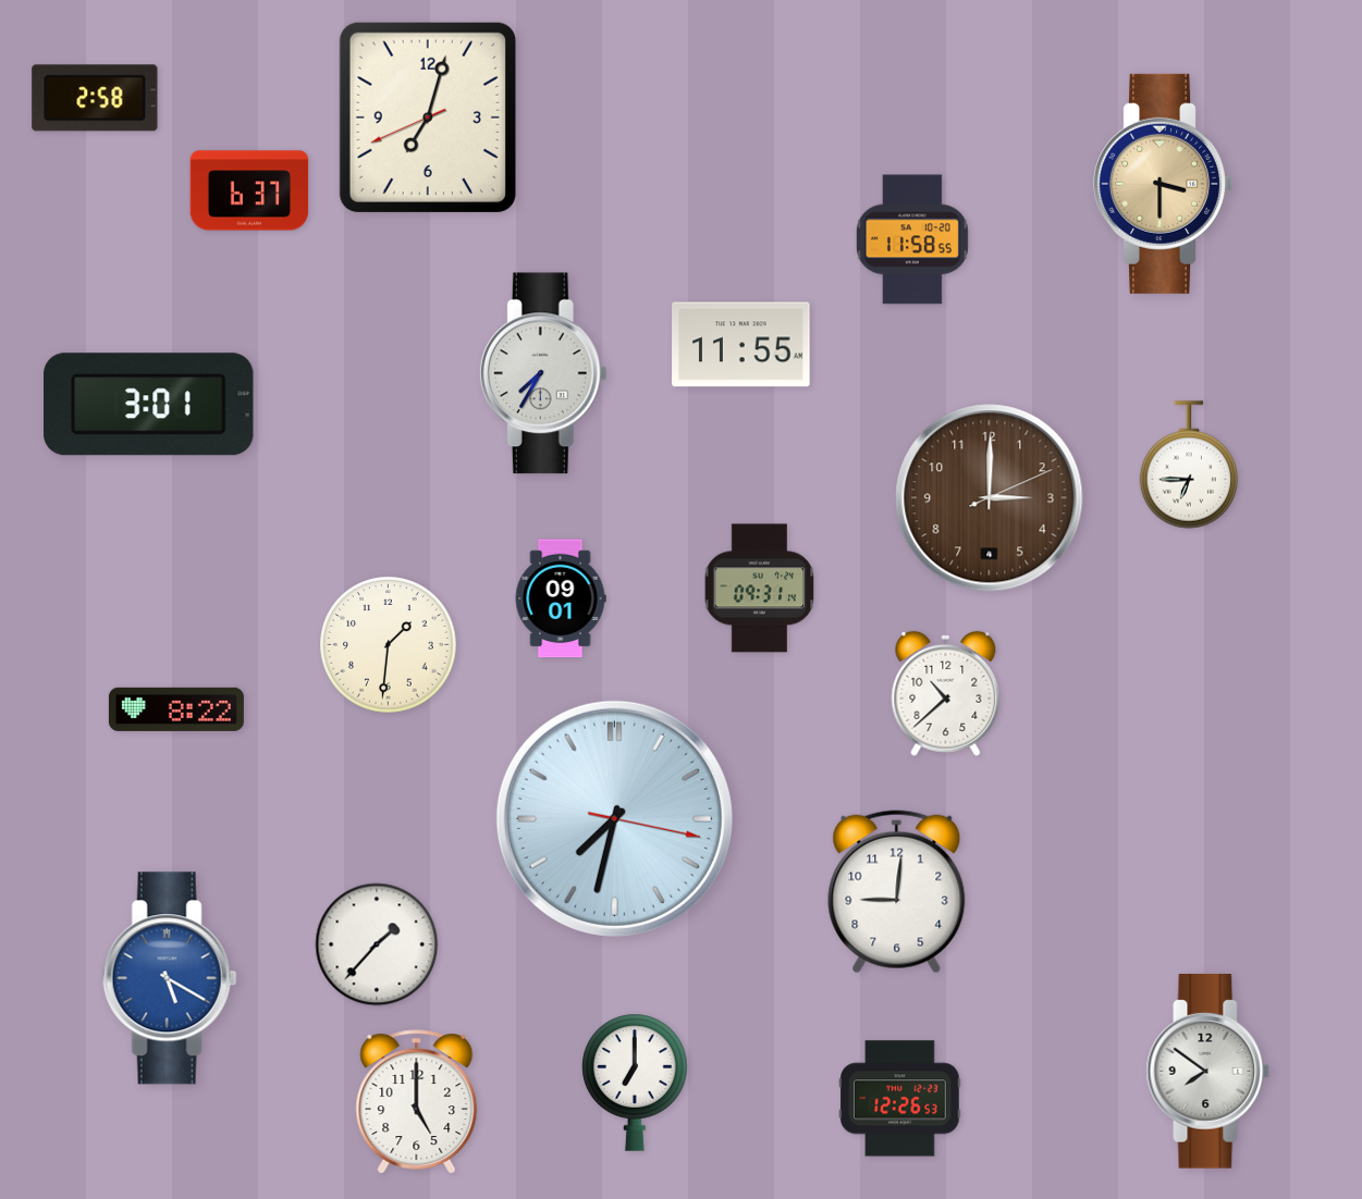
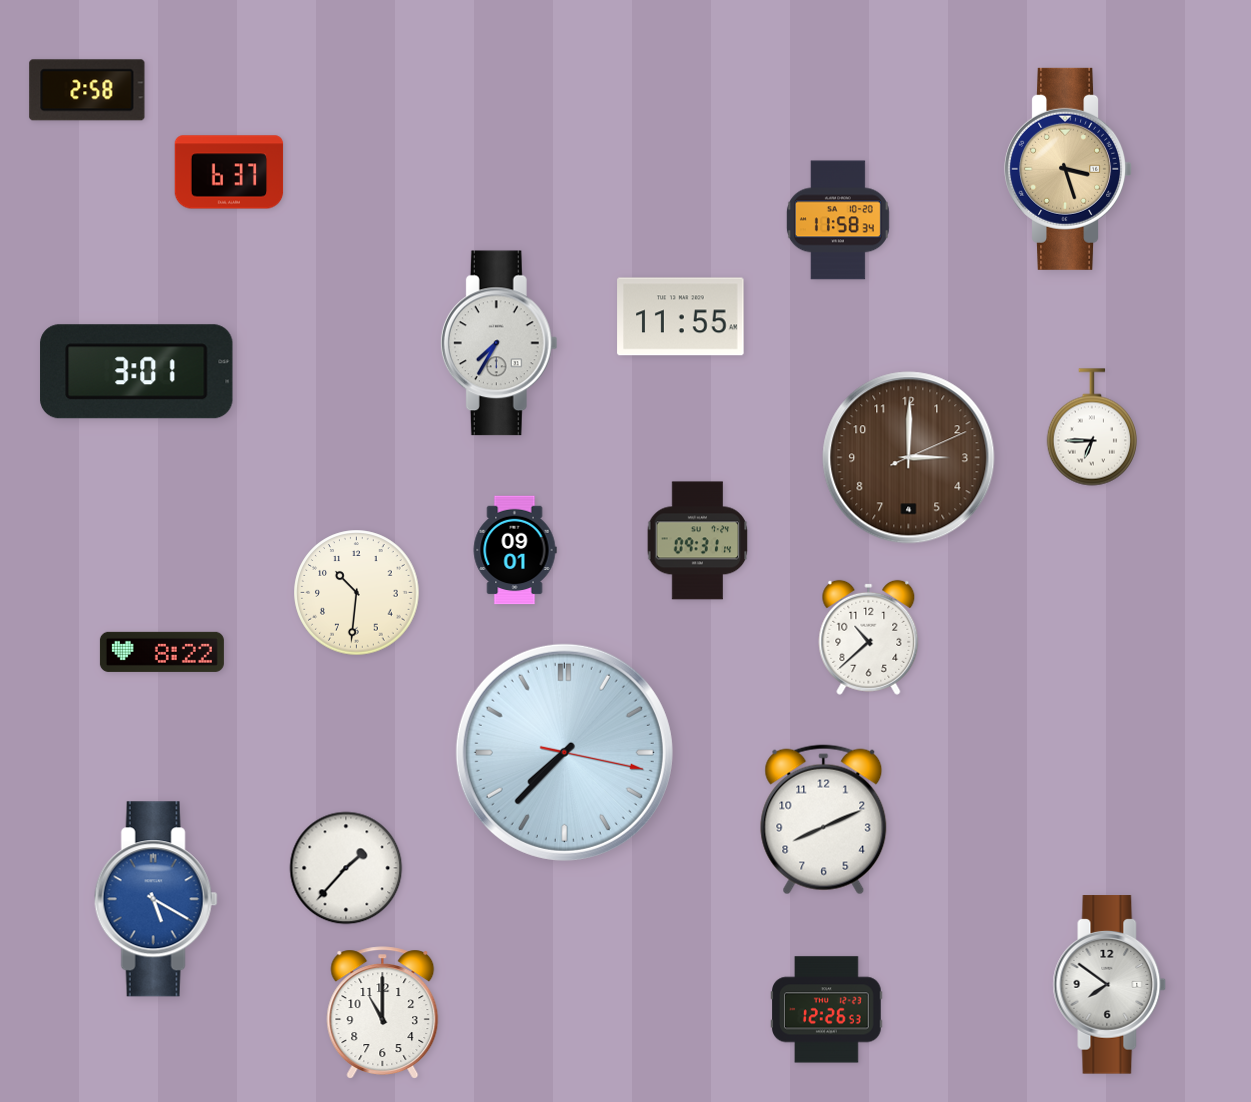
clock at (428, 118): 7:02 -> none
clock at (1164, 184): 3:30 -> 3:27
clock at (249, 190) position: (249, 190) -> (229, 172)
clock at (912, 239): 11:58:55 -> 11:58:34
clock at (389, 645): 1:31 -> 10:31
clock at (614, 818): 7:32 -> 7:37
clock at (897, 892): 9:01 -> 8:11
clock at (635, 1083): 7:00 -> none
clock at (417, 1102): 5:00 -> 11:00
